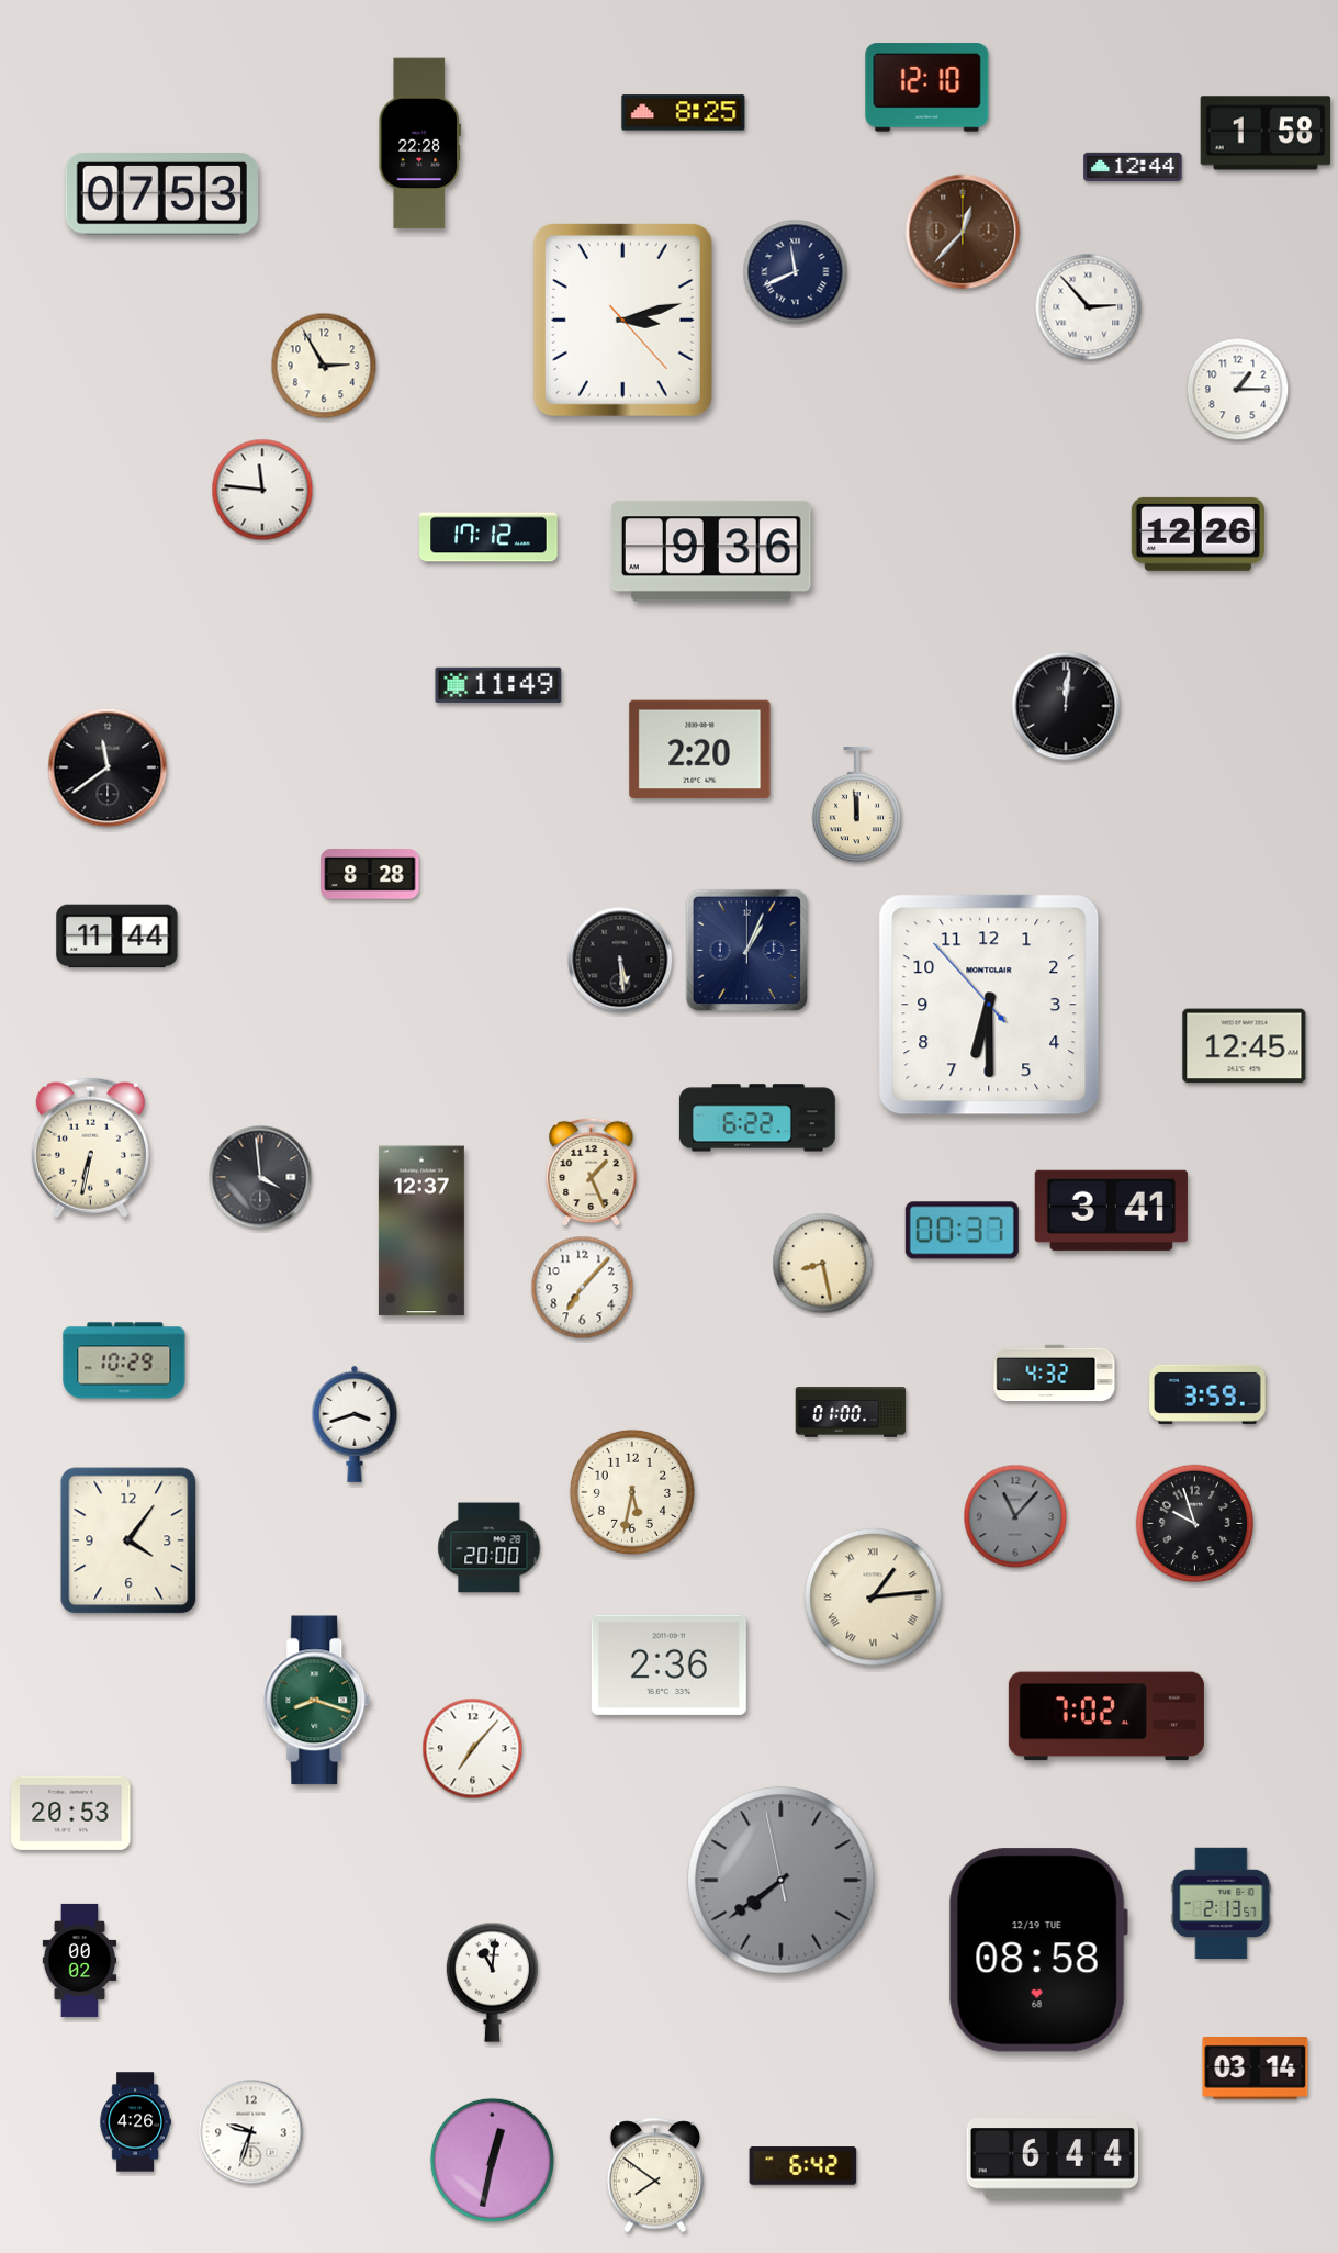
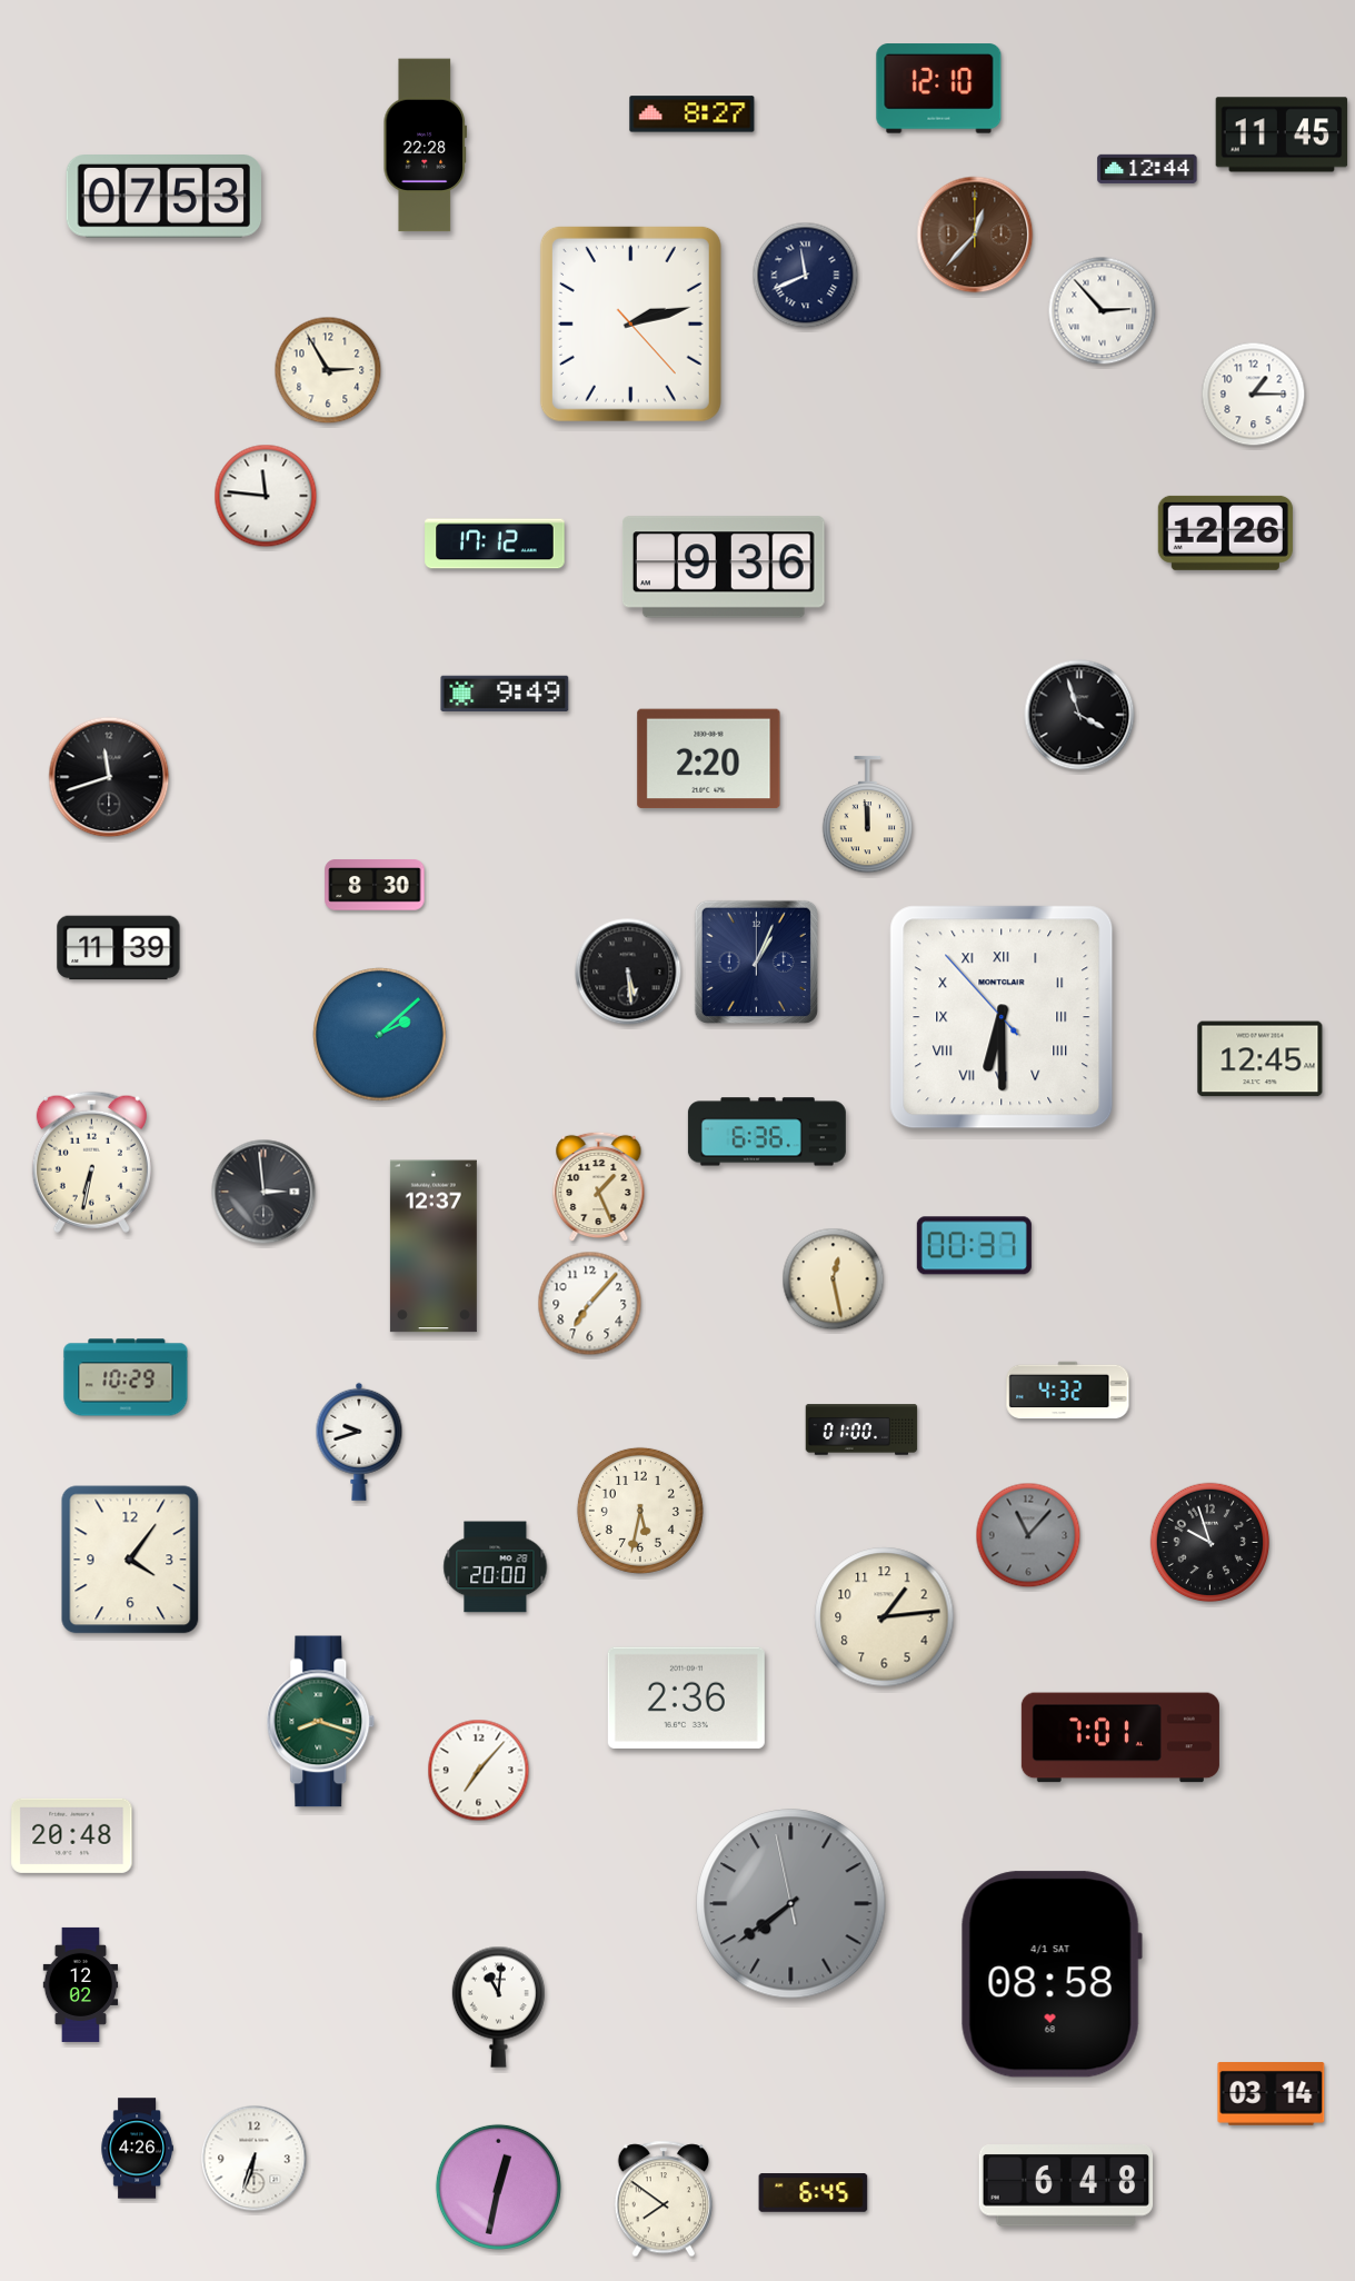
clock at (684, 113): 8:25 -> 8:27
clock at (1266, 133): 1:58 -> 11:45
clock at (622, 320): 3:12 -> 2:12
clock at (1198, 534) position: (1198, 534) -> (1225, 532)
clock at (711, 551) position: (711, 551) -> (724, 567)
clock at (498, 685): 11:49 -> 9:49
clock at (1066, 706): 12:01 -> 3:57
clock at (108, 767): 11:39 -> 11:42
clock at (370, 874): 8:28 -> 8:30
clock at (117, 937): 11:44 -> 11:39
clock at (989, 1005) numerals: Arabic -> Roman
clock at (380, 1035): none -> 2:08
clock at (757, 1118): 6:22 -> 6:36
clock at (260, 1177): 3:59 -> 2:59
clock at (1111, 1210): 3:41 -> none
clock at (421, 1231) position: (421, 1231) -> (434, 1246)
clock at (823, 1264): 8:28 -> 12:28
clock at (1207, 1394): 3:59 -> none
clock at (355, 1424): 3:42 -> 9:42
clock at (874, 1598) numerals: Roman -> Arabic
clock at (668, 1664) position: (668, 1664) -> (686, 1697)
clock at (1106, 1716): 7:02 -> 7:01
clock at (71, 1813): 20:53 -> 20:48
clock at (1222, 1903): 2:13 -> none
clock at (1038, 1950) date: 12/19 TUE -> 4/1 SAT
clock at (80, 1960): 00:02 -> 12:02
clock at (251, 2132): 9:33 -> 6:33
clock at (1053, 2159): 6:44 -> 6:48
clock at (803, 2166): 6:42 -> 6:45
clock at (654, 2175) position: (654, 2175) -> (662, 2199)
